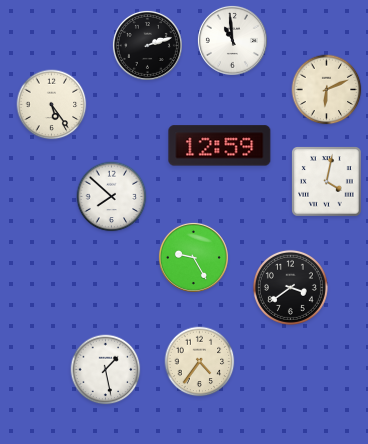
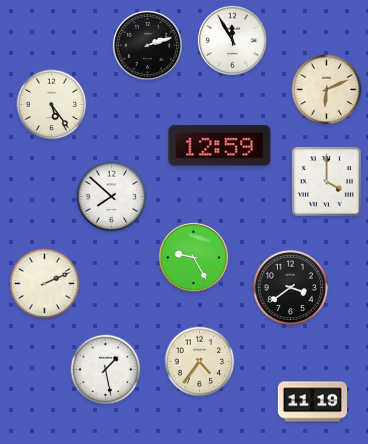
clock at (232, 40): 10:59 -> 11:55
clock at (327, 182): 4:02 -> 4:00
clock at (45, 284): none -> 2:11
clock at (312, 402): none -> 11:19
